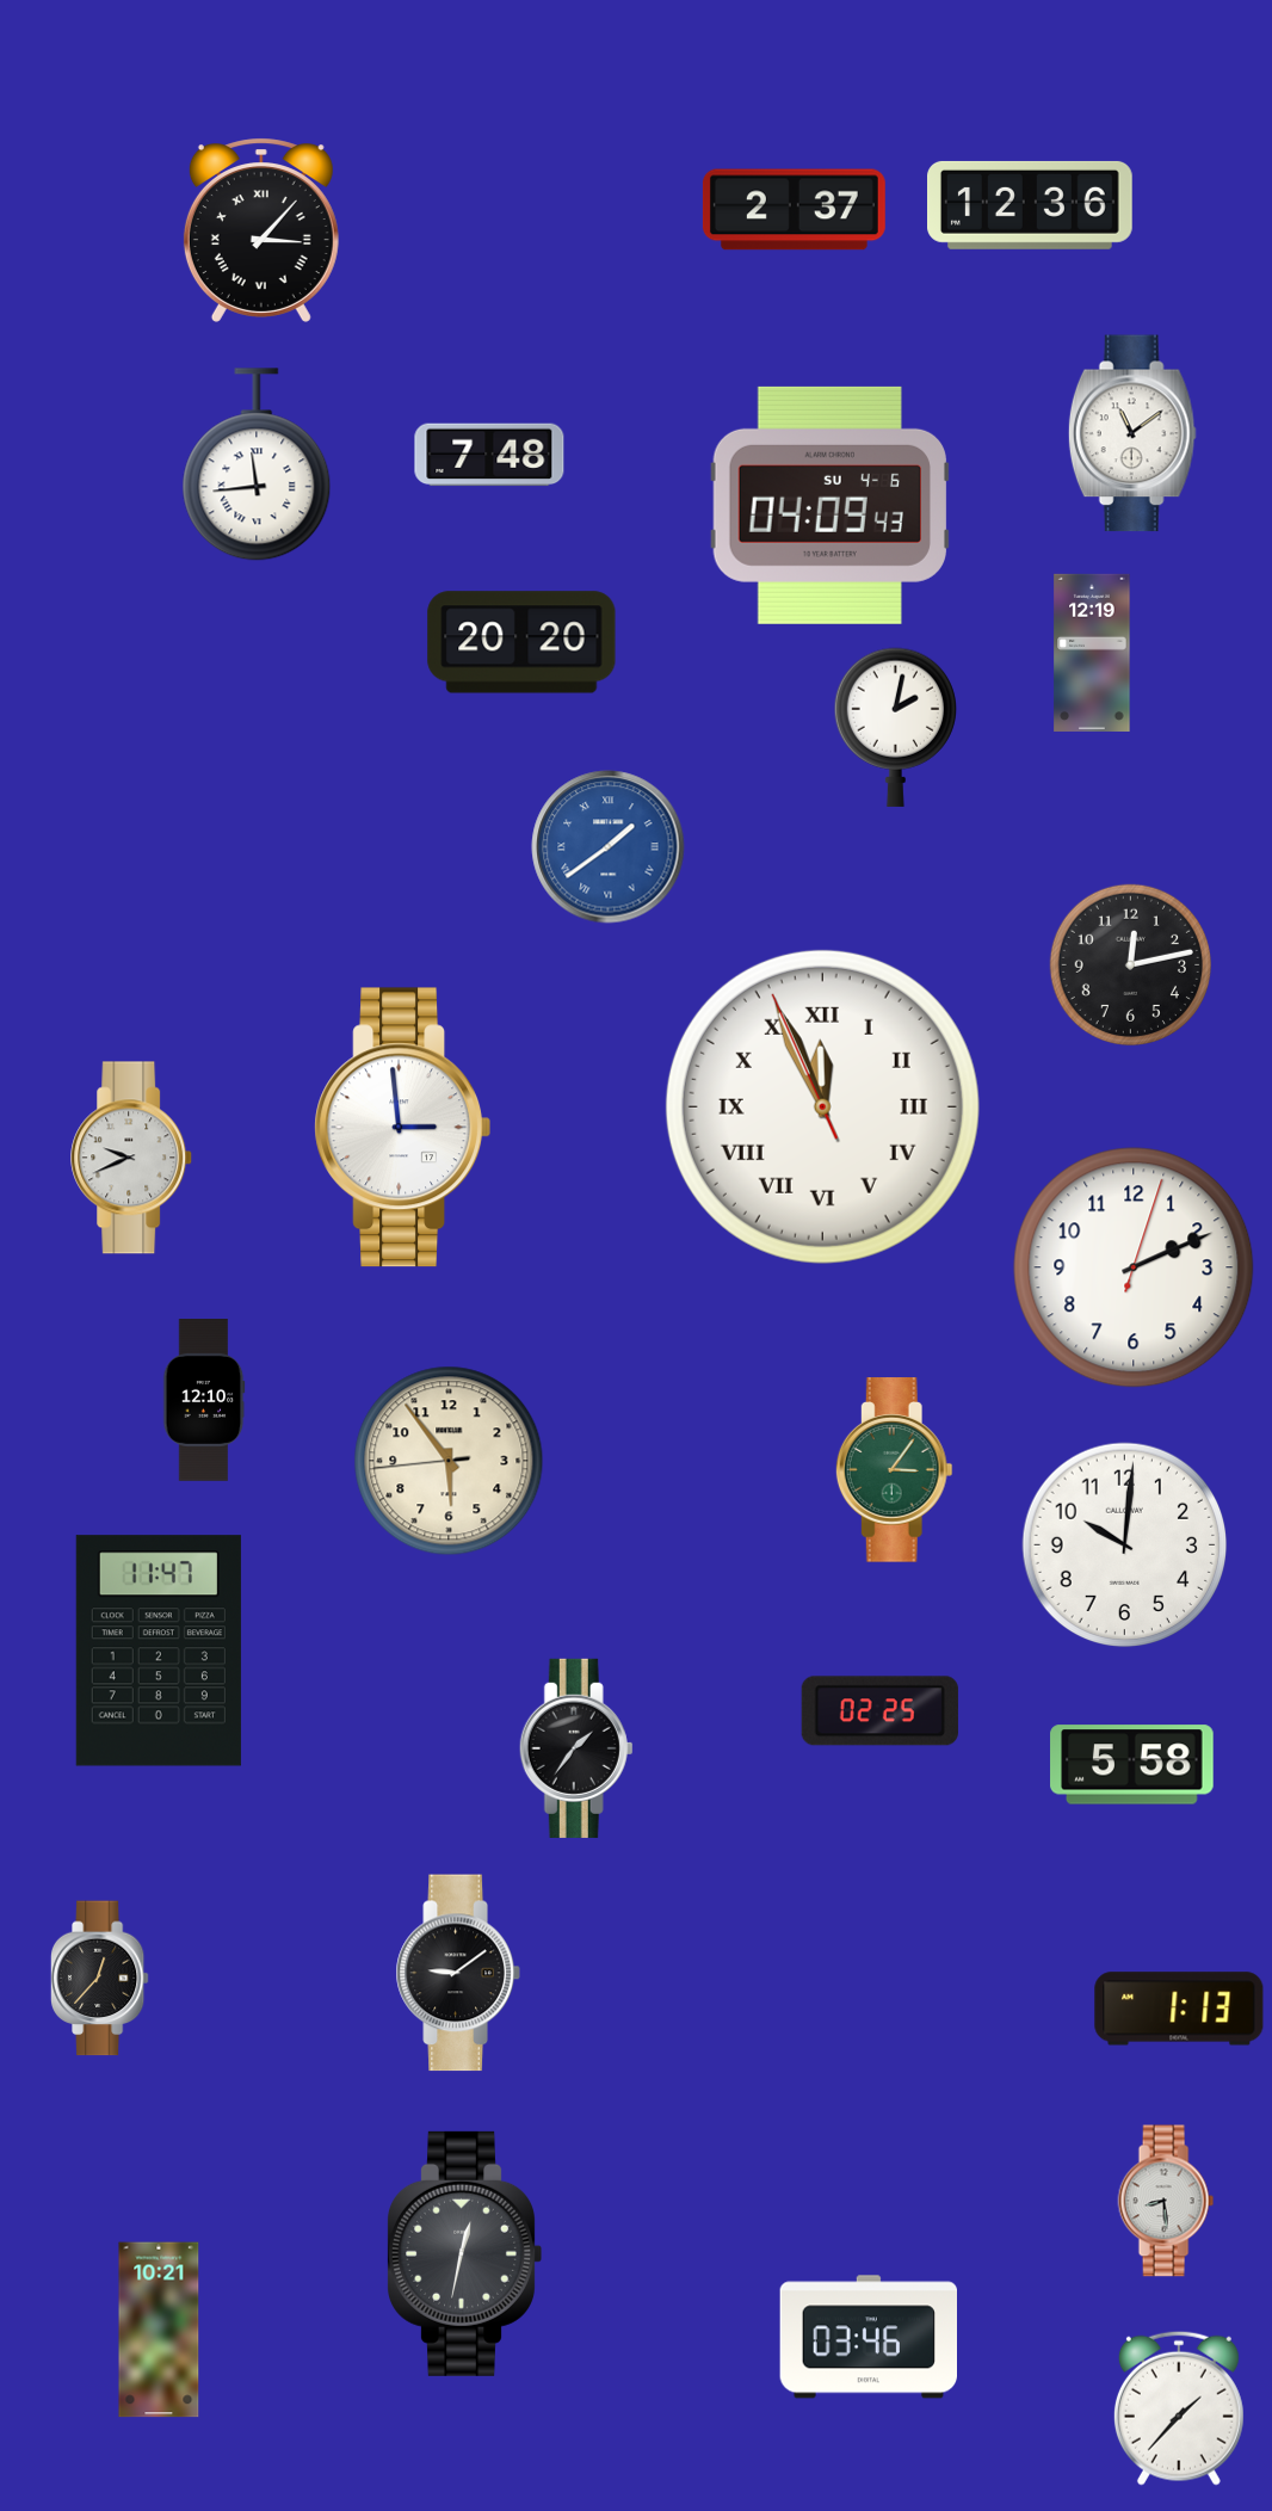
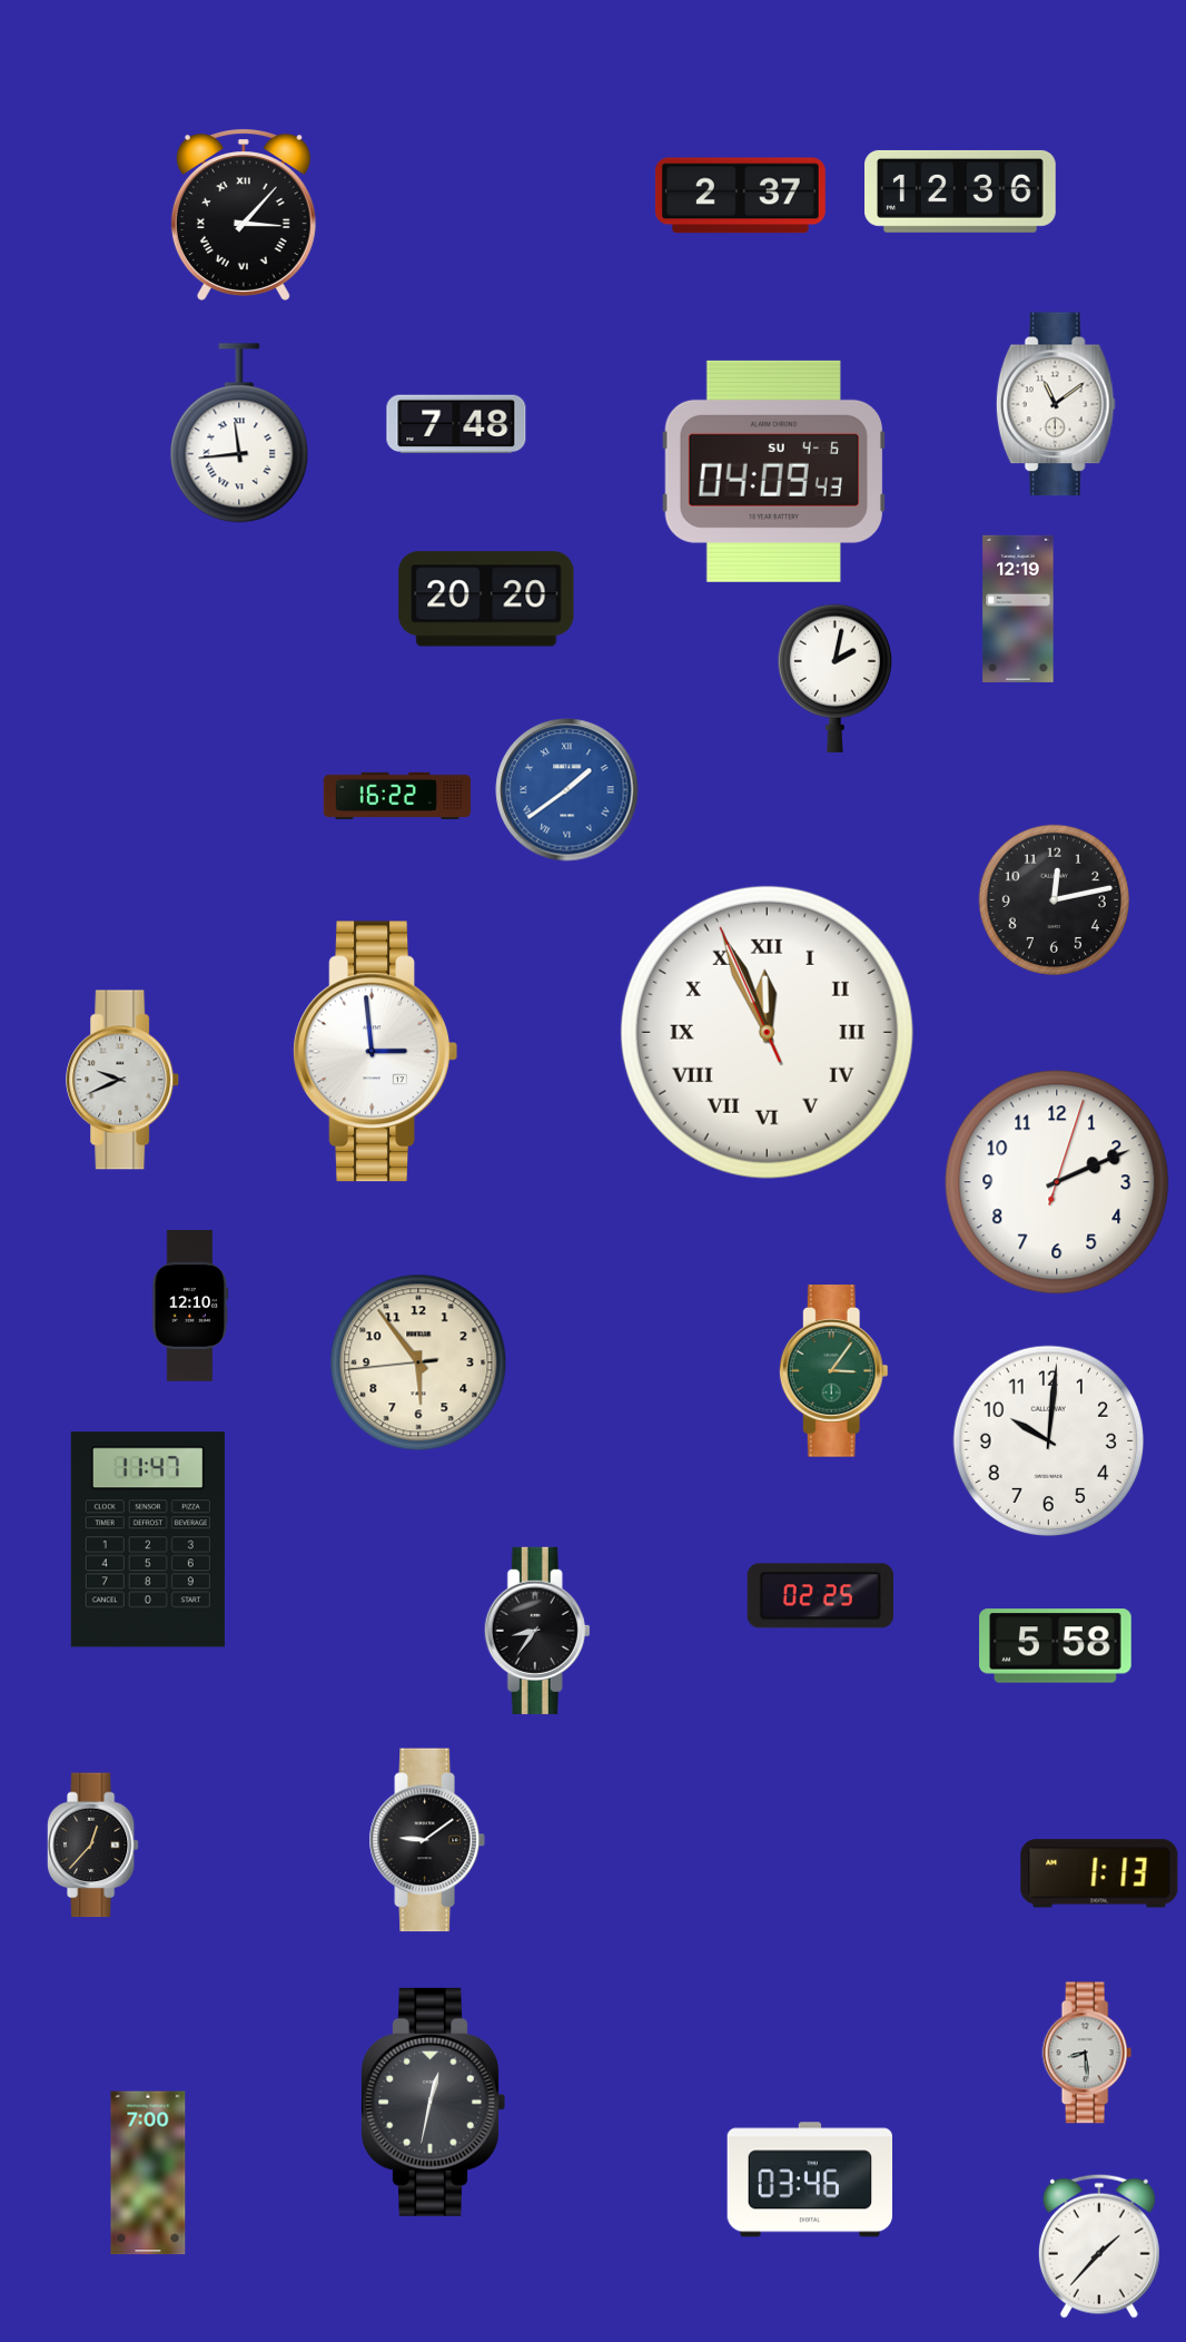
clock at (397, 796): none -> 16:22
clock at (576, 1748): 1:36 -> 8:36
clock at (159, 2330): 10:21 -> 7:00
